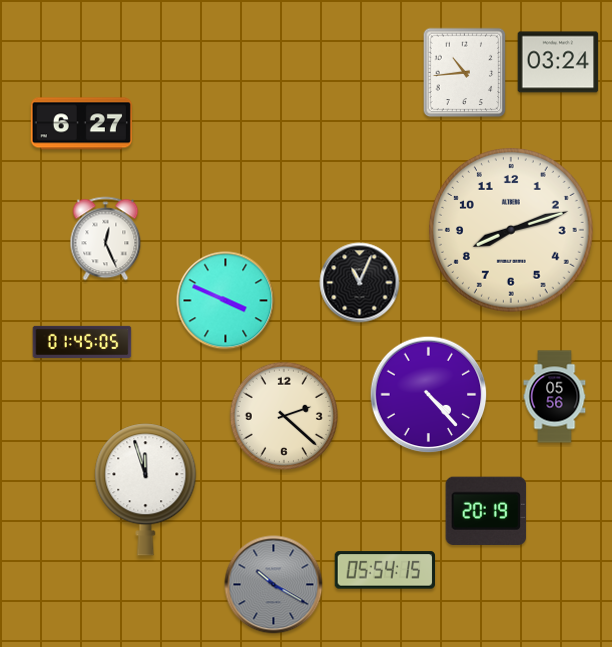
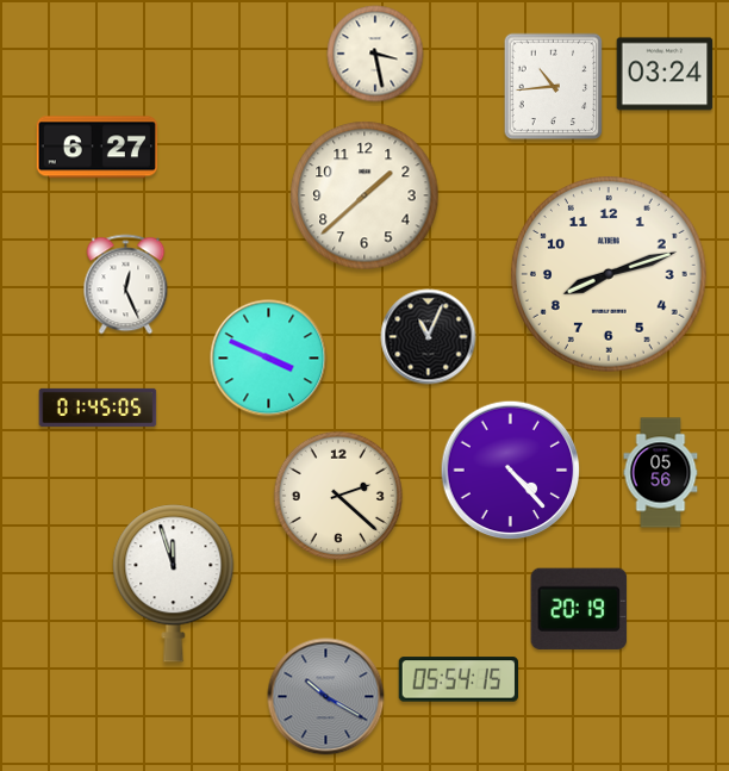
clock at (375, 54): none -> 3:28
clock at (364, 195): none -> 1:38
